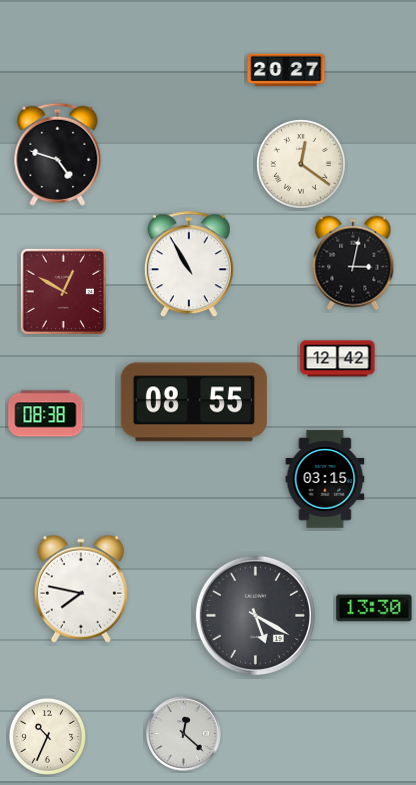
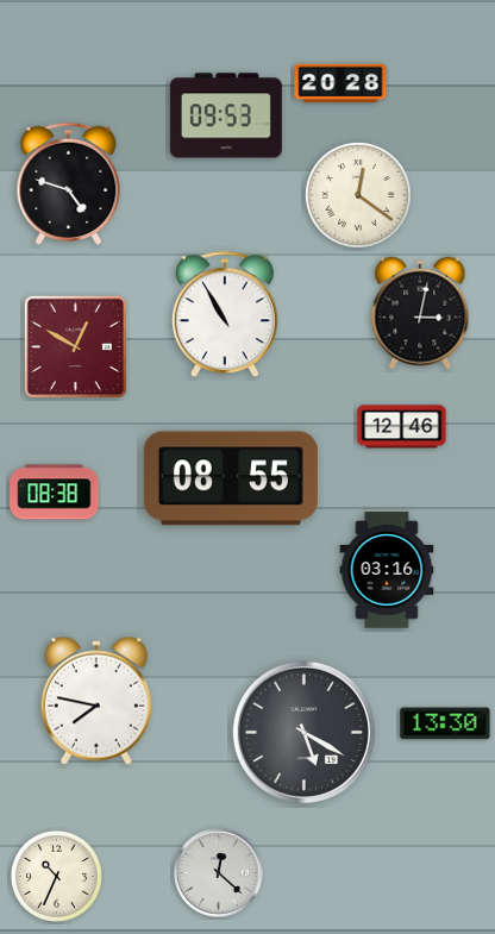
clock at (286, 70): 20:27 -> 20:28
clock at (226, 115): none -> 09:53
clock at (338, 359): 12:42 -> 12:46
clock at (325, 479): 03:15 -> 03:16
